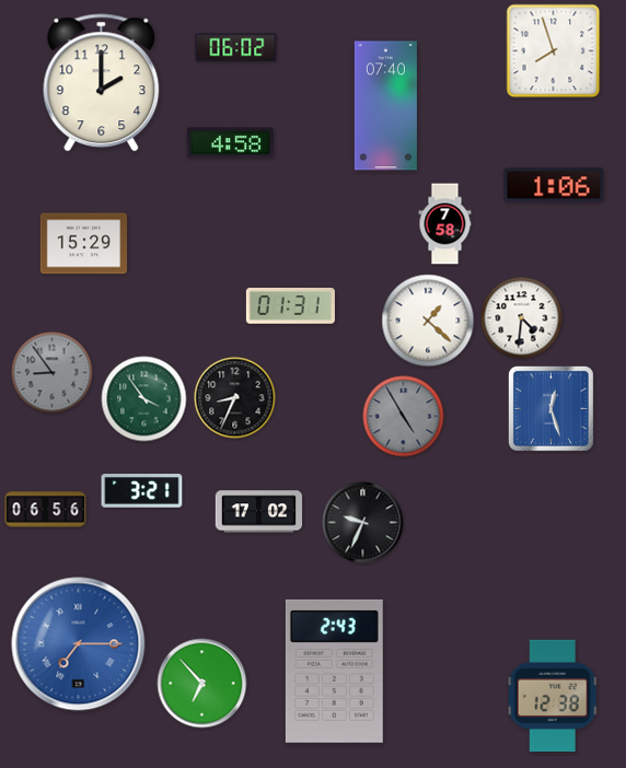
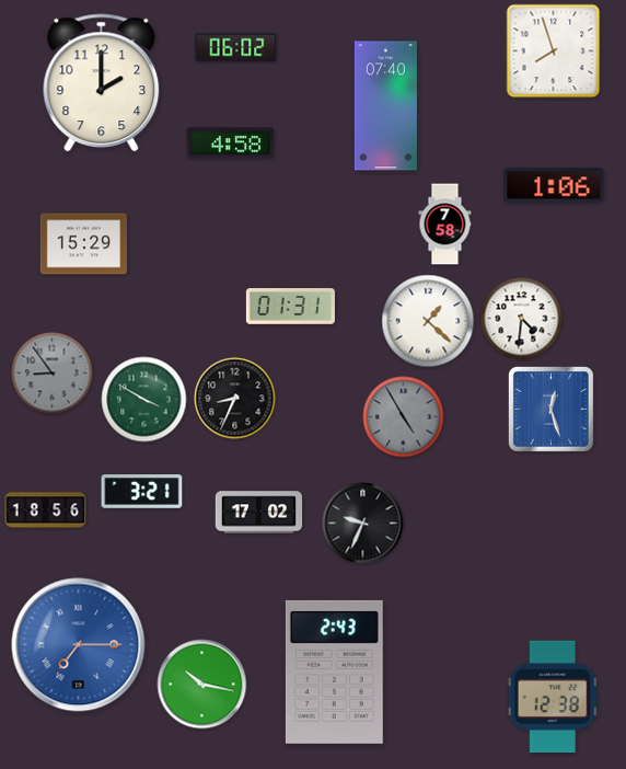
clock at (144, 399): 3:54 -> 3:50
clock at (46, 510): 06:56 -> 18:56
clock at (202, 684): 6:53 -> 10:17
